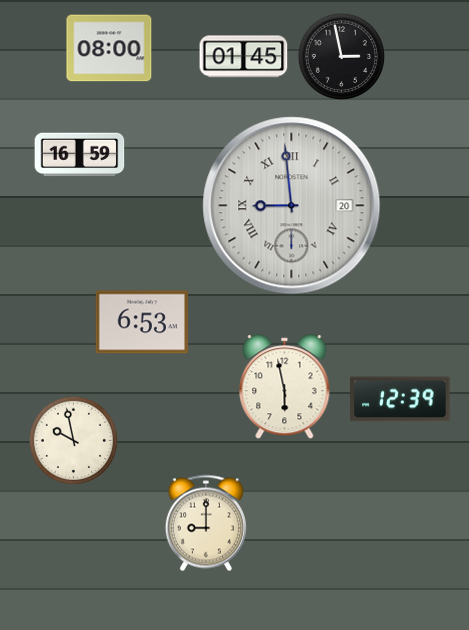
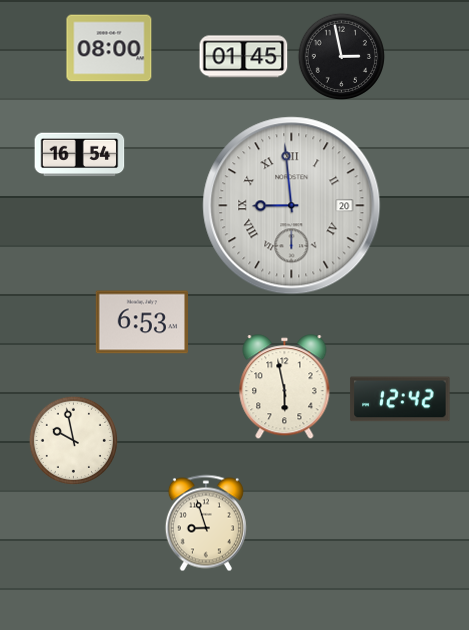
clock at (80, 155): 16:59 -> 16:54
clock at (400, 399): 12:39 -> 12:42
clock at (206, 523): 9:00 -> 8:57
